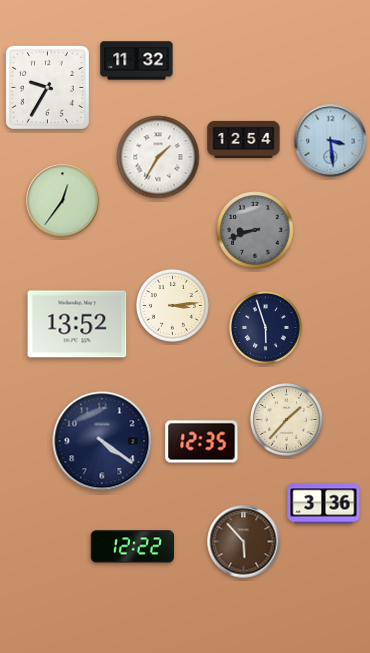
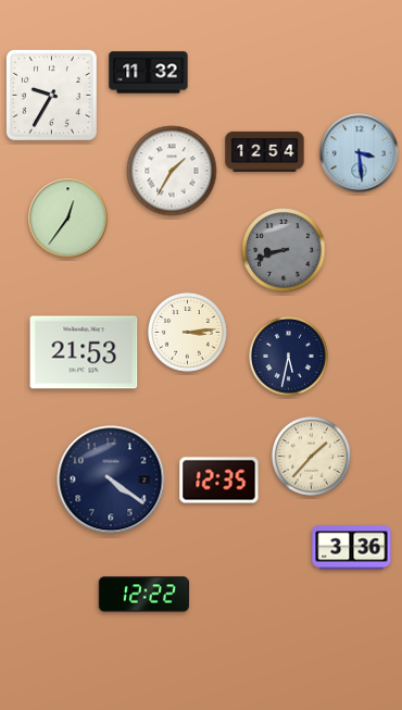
clock at (137, 61) position: (137, 61) -> (149, 73)
clock at (255, 230) position: (255, 230) -> (284, 250)
clock at (77, 324): 13:52 -> 21:53
clock at (266, 328): 5:57 -> 5:32
clock at (244, 542): 5:53 -> none
